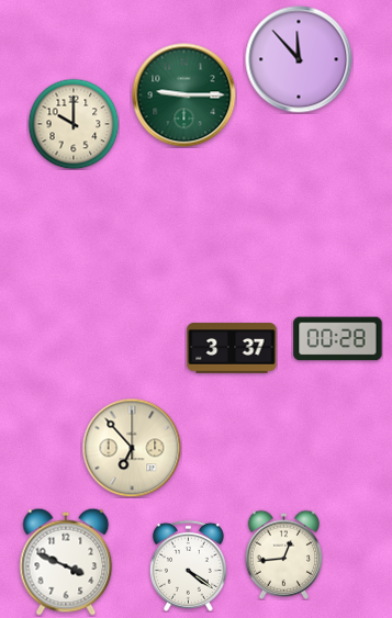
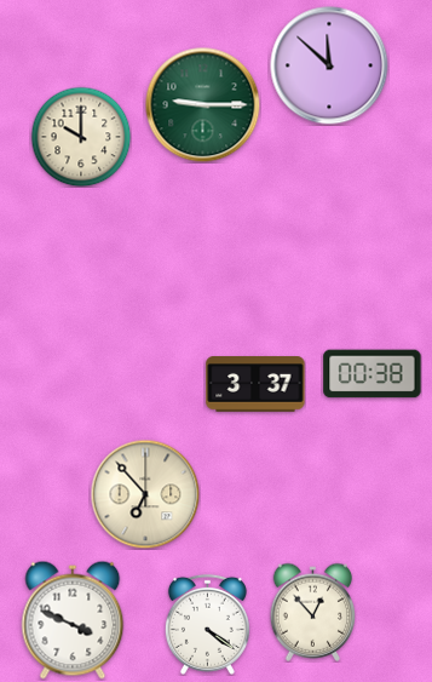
clock at (299, 59): 11:53 -> 11:52
clock at (338, 339): 00:28 -> 00:38
clock at (284, 554): 12:44 -> 12:53
